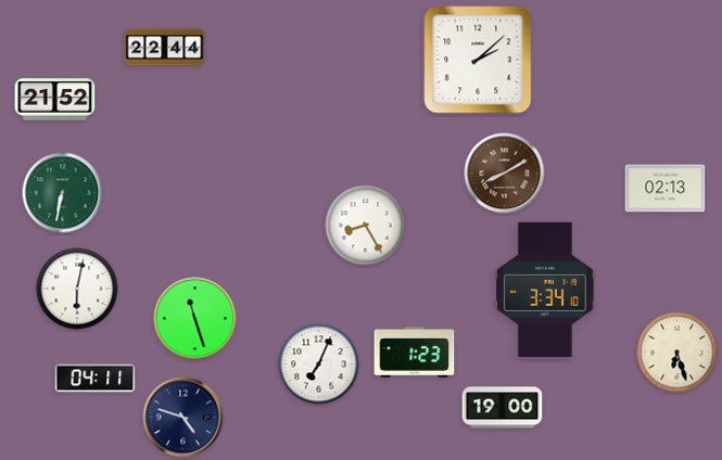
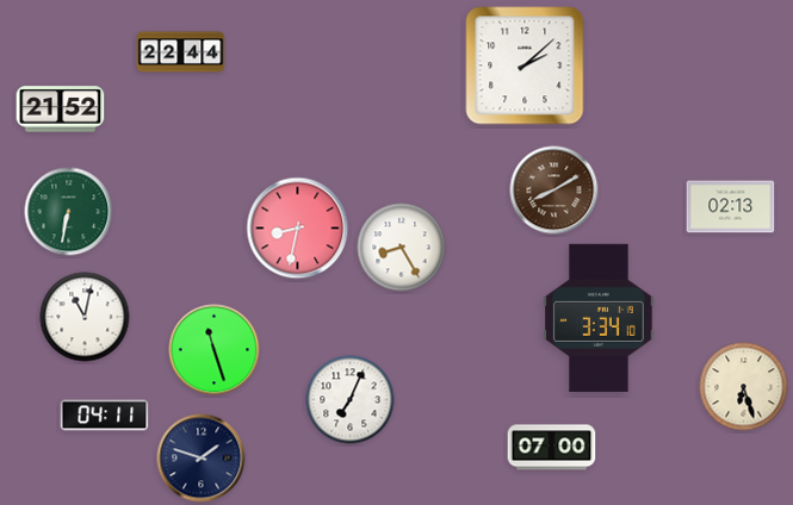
clock at (298, 229): none -> 8:32
clock at (77, 289): 6:02 -> 11:02
clock at (415, 353): 1:23 -> none
clock at (503, 408): 19:00 -> 07:00
clock at (183, 418): 4:48 -> 1:48
